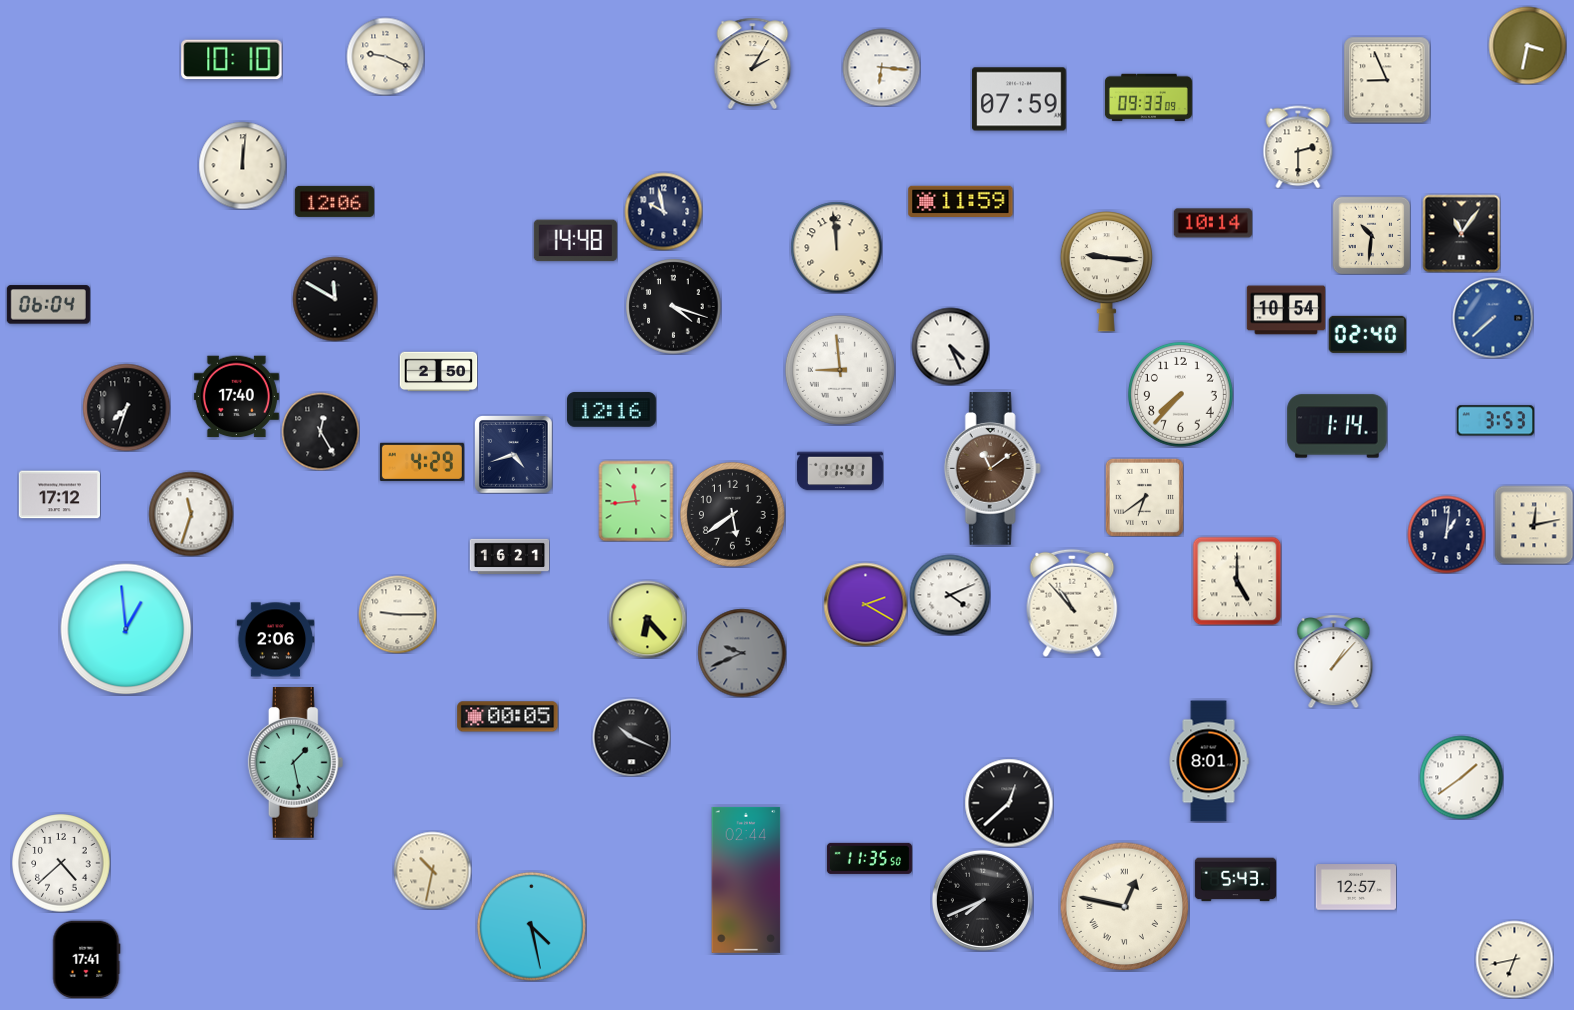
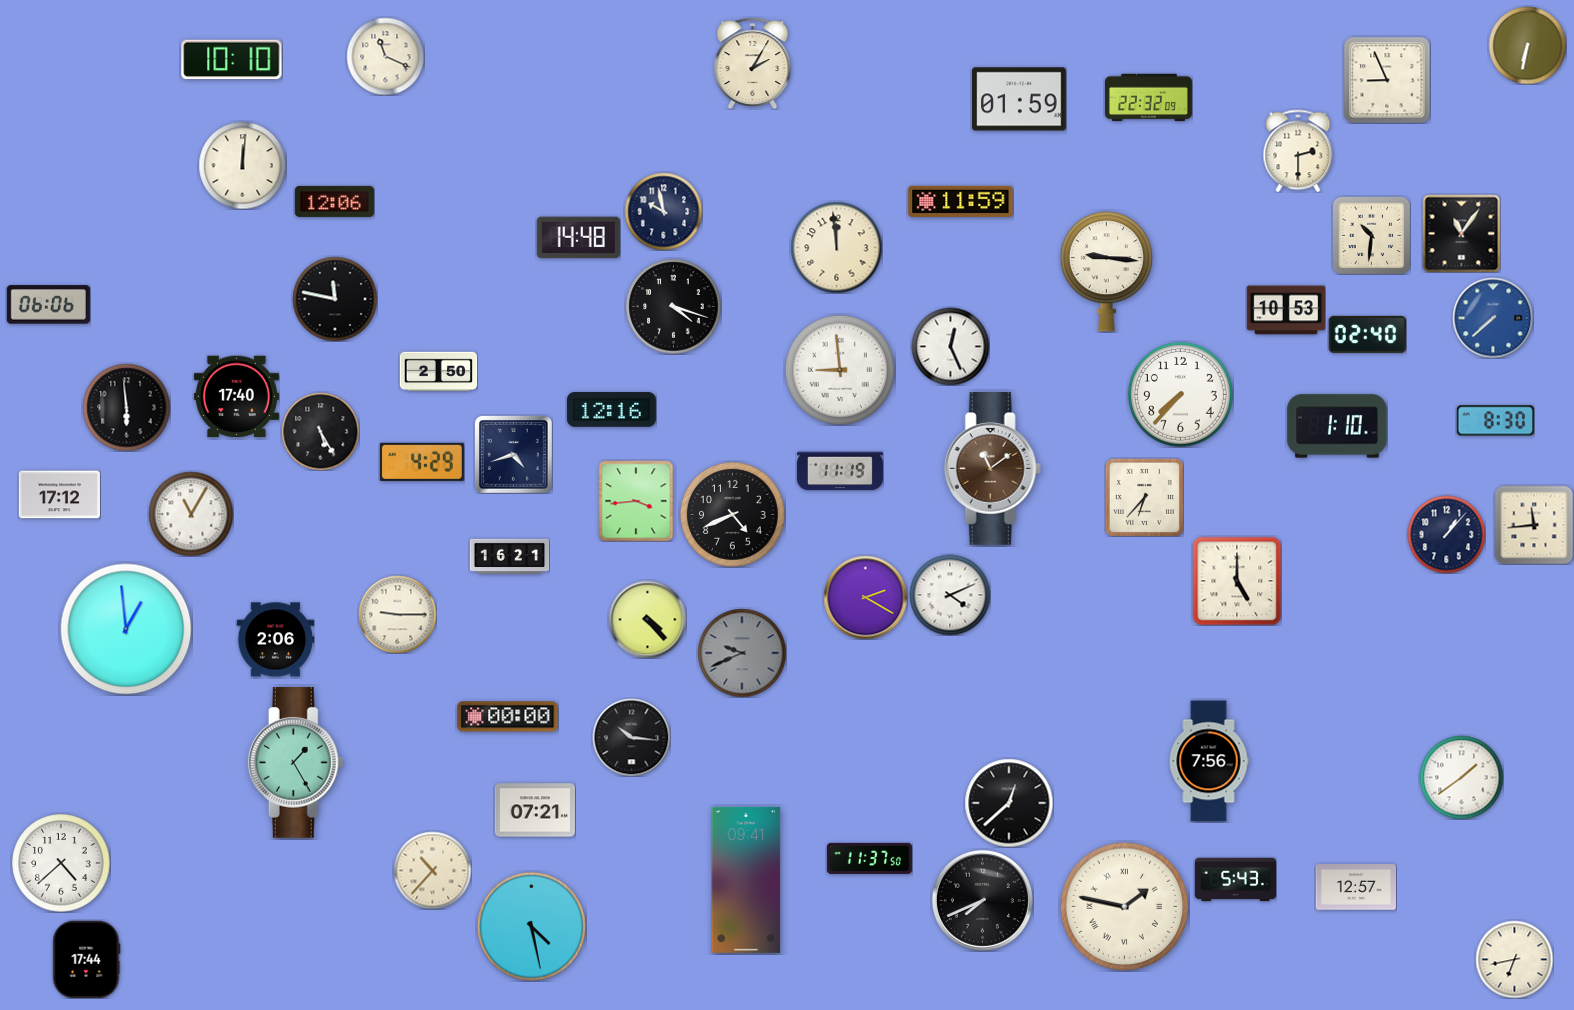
clock at (1527, 45): 3:32 -> 6:32
clock at (385, 56): 9:19 -> 11:19
clock at (881, 67): 6:16 -> none
clock at (1148, 98): 09:33 -> 22:32
clock at (1019, 99): 07:59 -> 01:59
clock at (1298, 147) position: (1298, 147) -> (1298, 151)
clock at (1213, 223): 10:14 -> none
clock at (575, 241) position: (575, 241) -> (578, 238)
clock at (335, 299): 11:50 -> 11:47
clock at (48, 305): 06:04 -> 06:06
clock at (1286, 310): 10:54 -> 10:53
clock at (950, 346): 4:26 -> 12:26
clock at (126, 407): 7:33 -> 5:59
clock at (1495, 421): 3:53 -> 8:30
clock at (1337, 426): 1:14 -> 1:10
clock at (320, 431): 12:25 -> 5:25
clock at (840, 471): 11:41 -> 11:19
clock at (1144, 497): 6:39 -> 6:37
clock at (636, 501): 11:44 -> 3:44
clock at (191, 514): 11:33 -> 11:05
clock at (732, 514): 5:39 -> 4:41
clock at (1534, 525): 12:13 -> 11:44
clock at (1446, 534): 1:01 -> 1:07
clock at (1072, 603): 10:53 -> none
clock at (865, 604) position: (865, 604) -> (865, 597)
clock at (647, 619): 6:23 -> 4:23
clock at (1334, 661): 1:07 -> none
clock at (508, 717): 00:05 -> 00:00
clock at (631, 737): 10:19 -> 10:16
clock at (1209, 761): 8:01 -> 7:56
clock at (296, 763): 1:28 -> 1:25
clock at (534, 810): none -> 07:21
clock at (869, 858): 11:35 -> 11:37
clock at (432, 870): 10:32 -> 10:37
clock at (746, 880): 02:44 -> 09:41
clock at (1124, 906): 12:47 -> 1:47
clock at (87, 959): 17:41 -> 17:44
